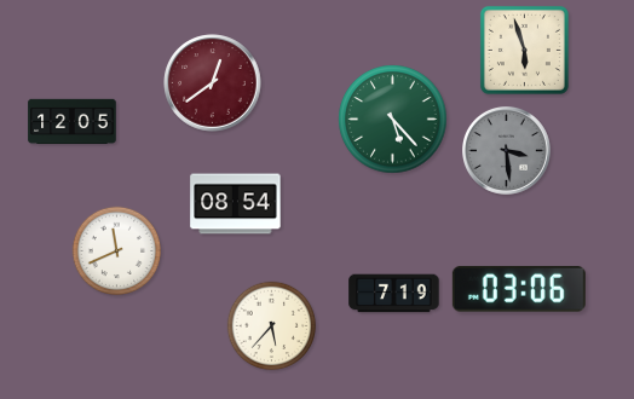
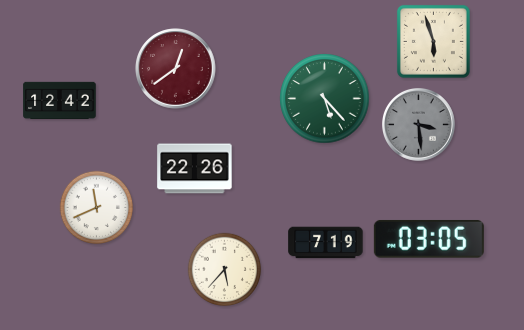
clock at (73, 122): 12:05 -> 12:42
clock at (236, 204): 08:54 -> 22:26
clock at (519, 289): 03:06 -> 03:05
